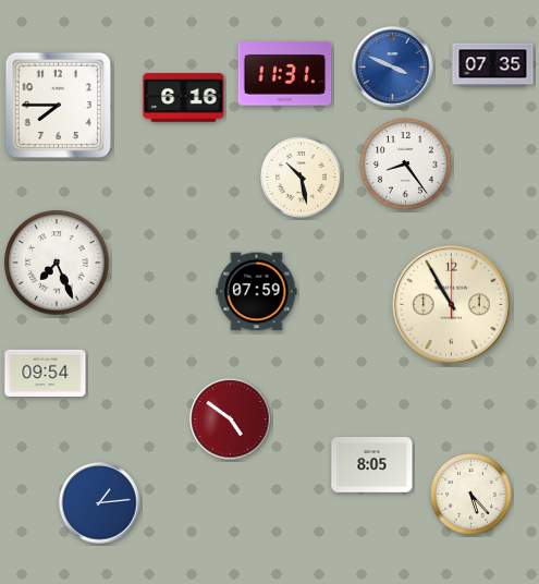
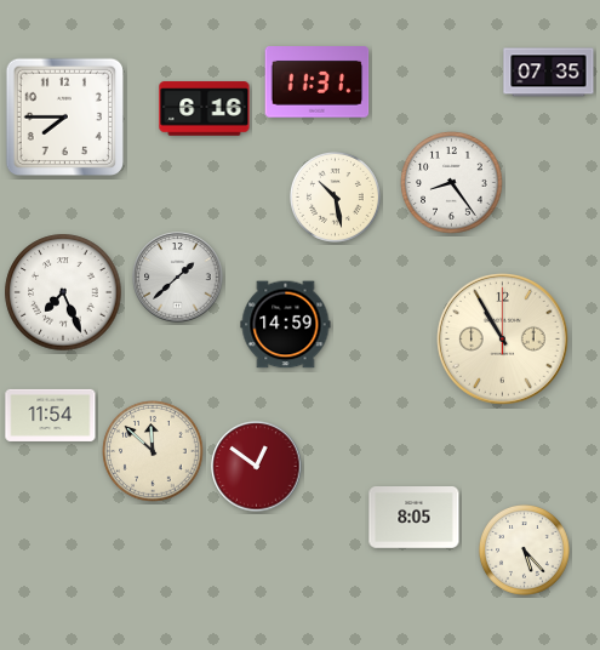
clock at (393, 68): 3:49 -> none
clock at (178, 278): none -> 1:38
clock at (257, 292): 07:59 -> 14:59
clock at (46, 373): 09:54 -> 11:54
clock at (153, 451): none -> 11:52
clock at (231, 419): 4:51 -> 12:51
clock at (100, 503): 1:14 -> none
